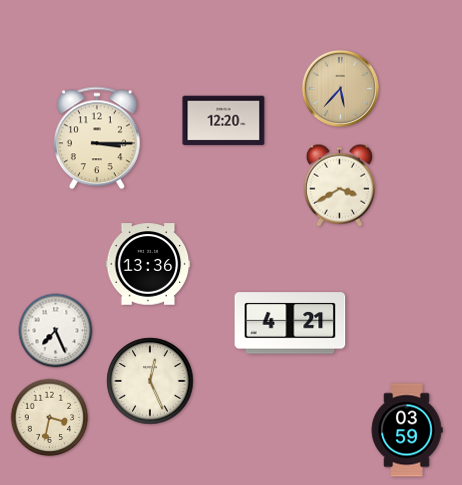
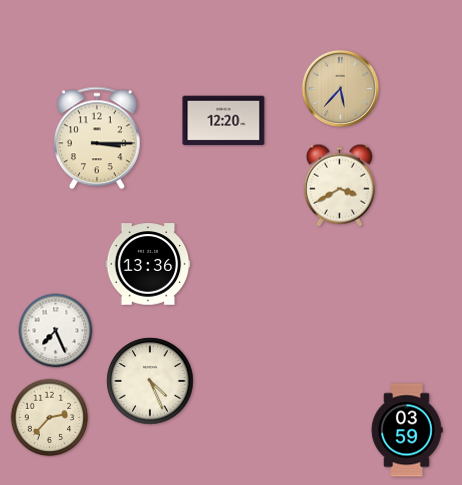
clock at (290, 323): 4:21 -> none
clock at (150, 381): 12:26 -> 4:26
clock at (50, 418): 3:32 -> 2:37
